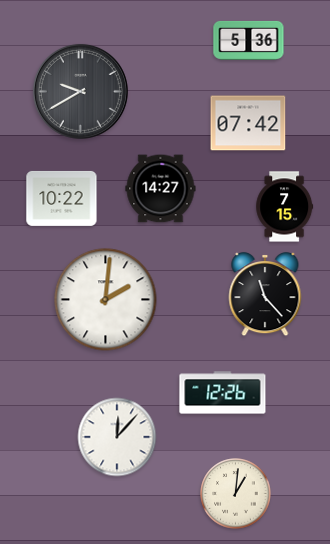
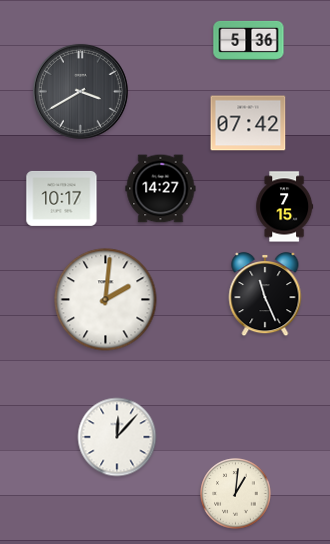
clock at (80, 91): 9:40 -> 3:40
clock at (62, 198): 10:22 -> 10:17
clock at (265, 294): 11:23 -> 11:26
clock at (223, 393): 12:26 -> none
